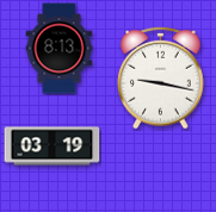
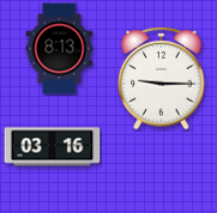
clock at (161, 77): 9:17 -> 9:15
clock at (53, 146): 03:19 -> 03:16
